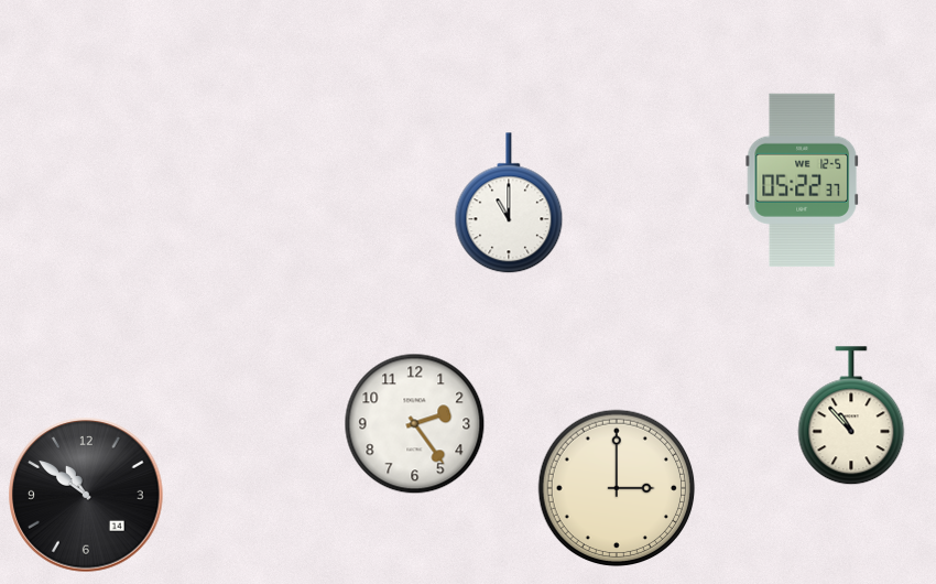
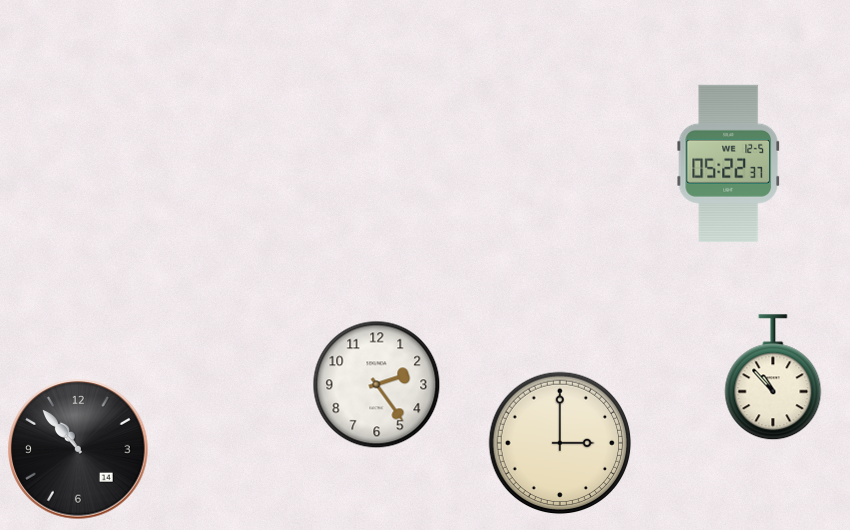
clock at (509, 204): 11:00 -> none
clock at (86, 495): 10:51 -> 10:53
